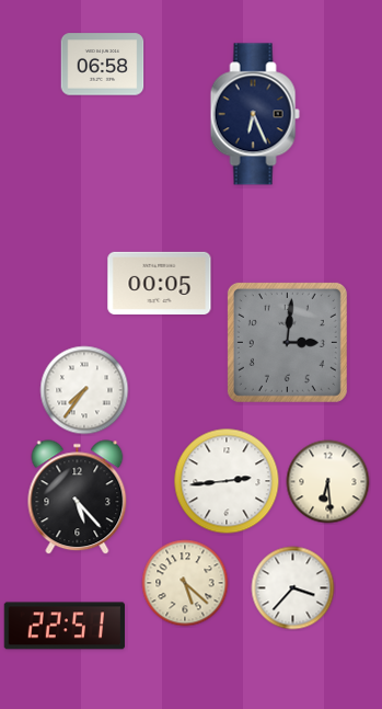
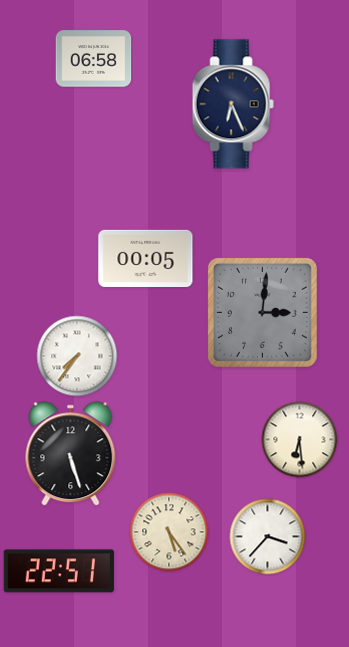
clock at (227, 481): 2:44 -> none
clock at (78, 498): 5:23 -> 5:27
clock at (185, 583): 5:22 -> 5:24
